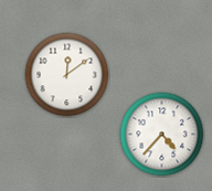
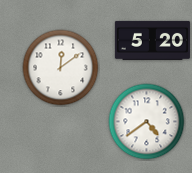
clock at (152, 40): none -> 5:20
clock at (162, 135): 4:37 -> 4:39
